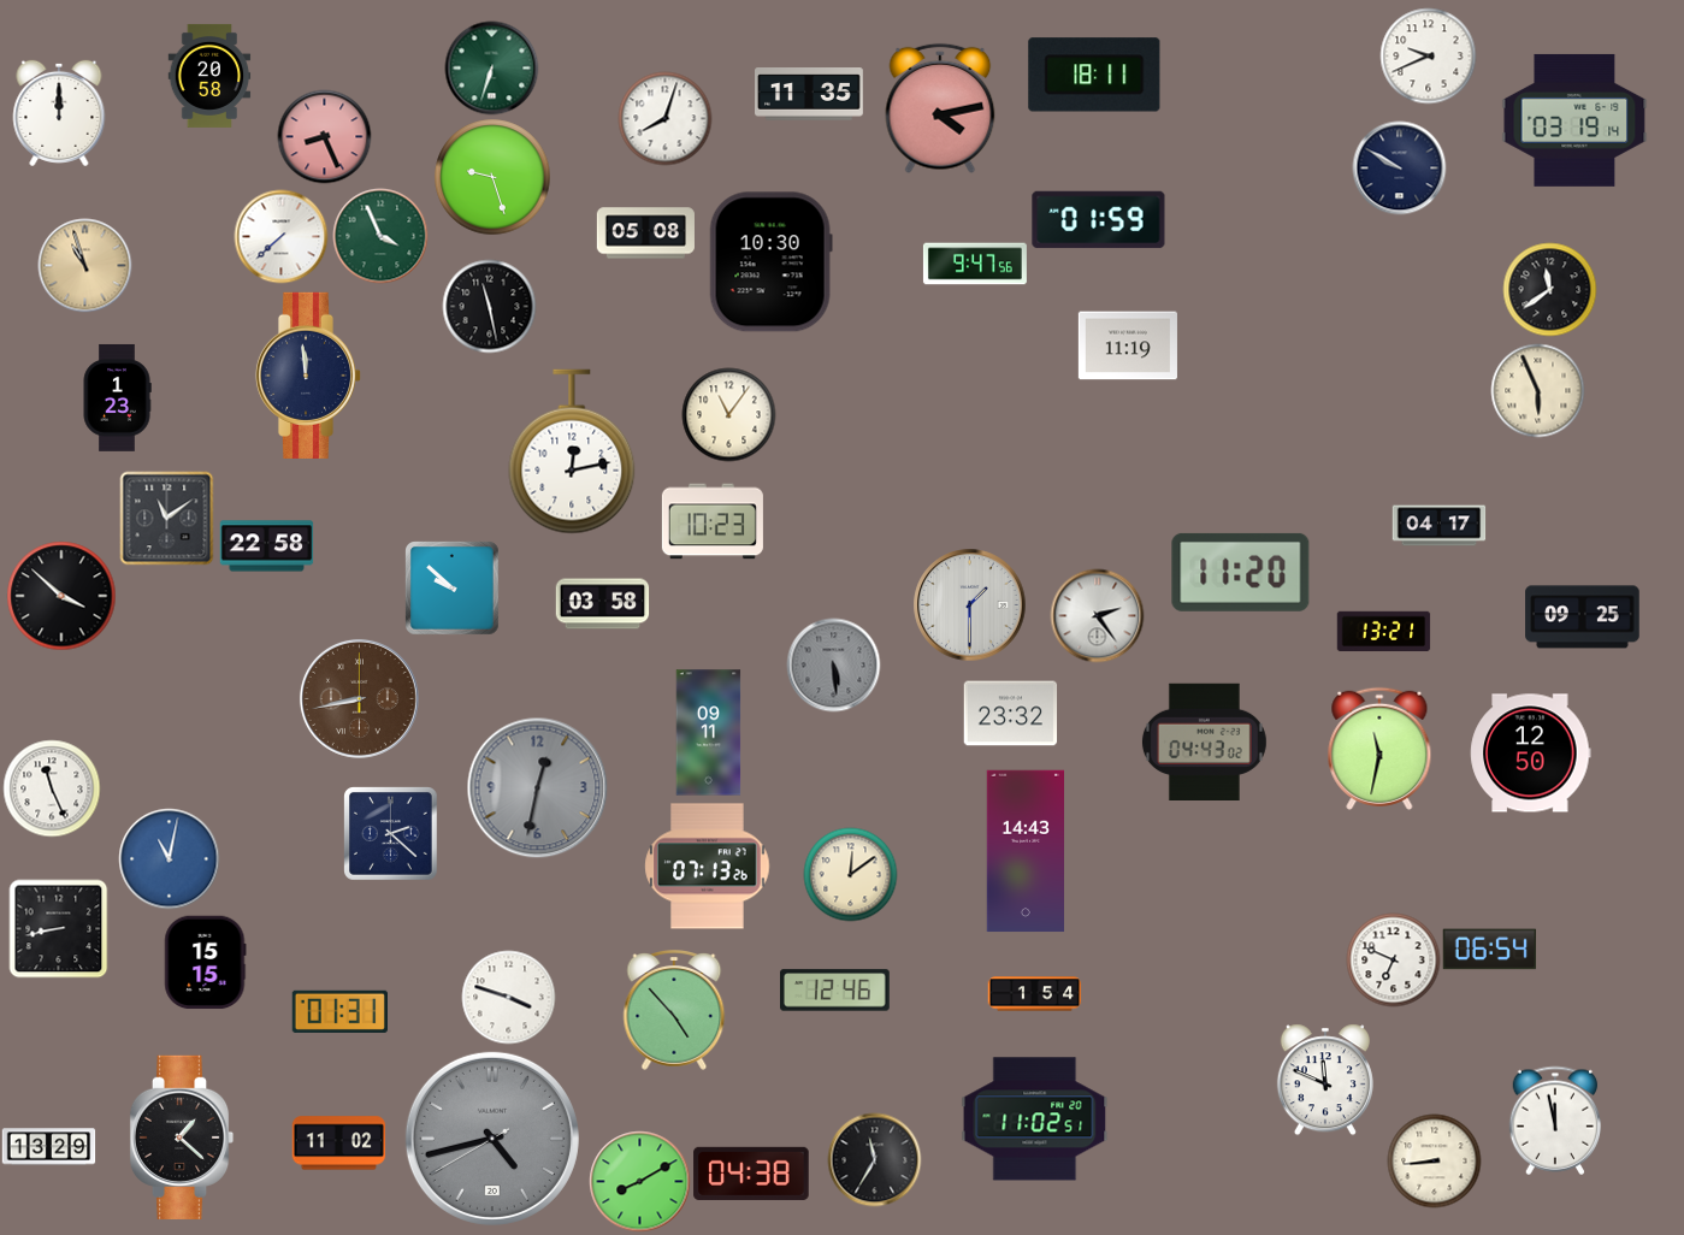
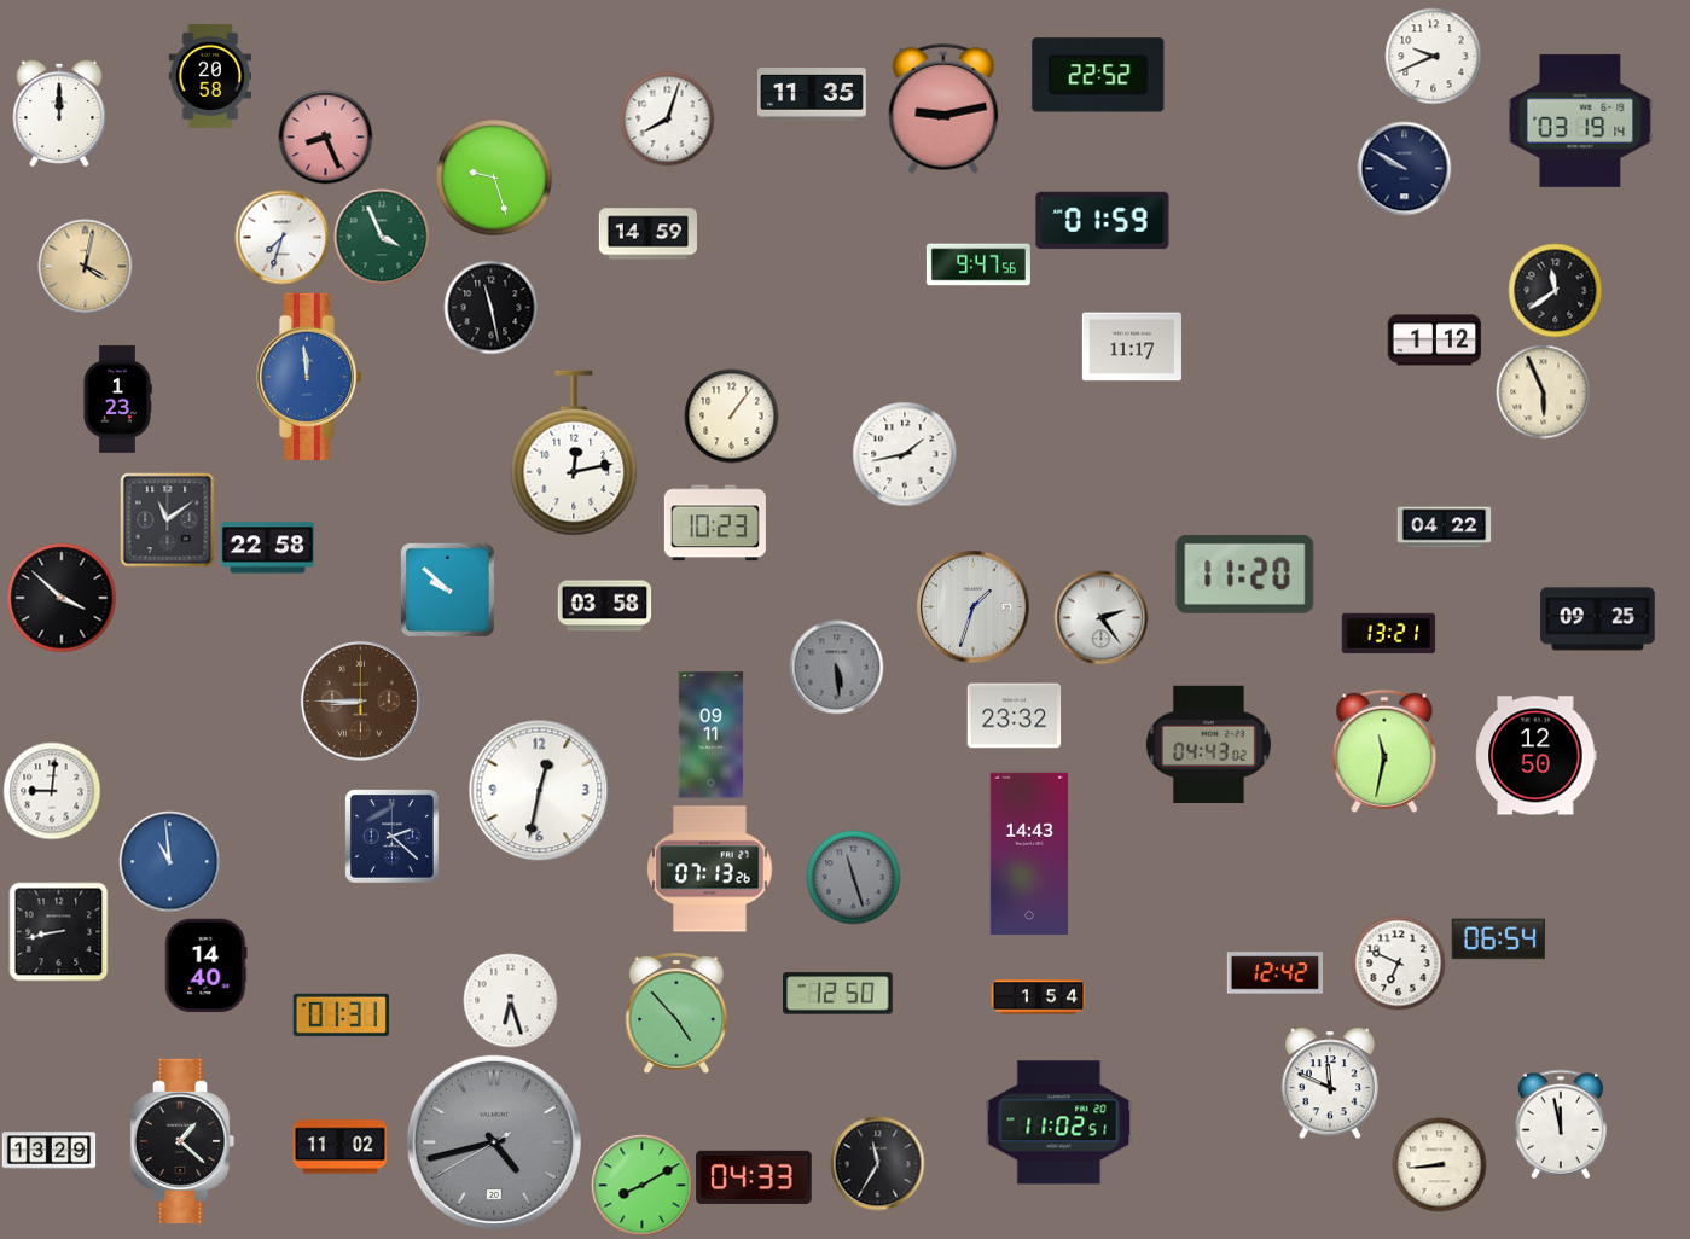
clock at (491, 67): 6:33 -> none
clock at (1094, 75): 18:11 -> 22:52
clock at (940, 108): 4:13 -> 9:13
clock at (645, 234): 05:08 -> 14:59
clock at (280, 236): 7:38 -> 7:33
clock at (770, 262): 10:30 -> none
clock at (84, 265): 10:57 -> 4:02
clock at (1434, 341): none -> 1:12
clock at (1128, 345): 11:19 -> 11:17
clock at (308, 376) dial: navy -> blue
clock at (728, 414): 11:06 -> 1:06
clock at (905, 454): none -> 1:43
clock at (1438, 526): 04:17 -> 04:22
clock at (451, 587) position: (451, 587) -> (447, 589)
clock at (969, 604): 1:30 -> 1:33
clock at (1583, 617) position: (1583, 617) -> (1598, 619)
clock at (359, 698): 8:43 -> 8:45
clock at (537, 787) dial: grey -> white
clock at (52, 788): 11:26 -> 9:01
clock at (169, 858): 11:02 -> 10:59
clock at (850, 874): 12:09 -> 11:27
clock at (850, 874) dial: cream -> grey
clock at (1489, 950) position: (1489, 950) -> (1498, 940)
clock at (206, 962): 15:15 -> 14:40
clock at (1274, 973): none -> 12:42
clock at (835, 991): 12:46 -> 12:50
clock at (508, 997): 3:48 -> 6:27
clock at (1035, 1119) position: (1035, 1119) -> (1059, 1123)
clock at (751, 1174): 04:38 -> 04:33
